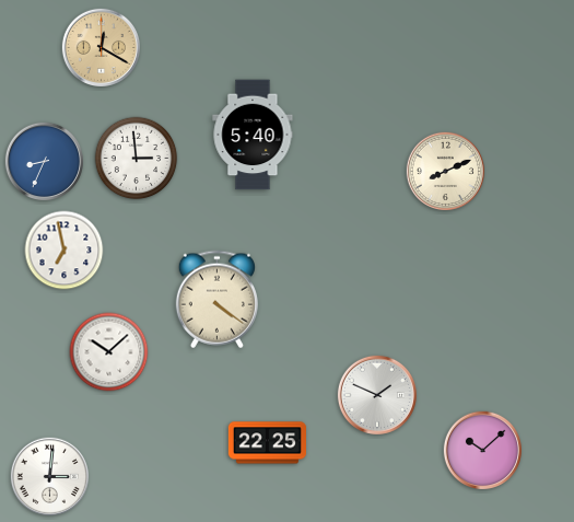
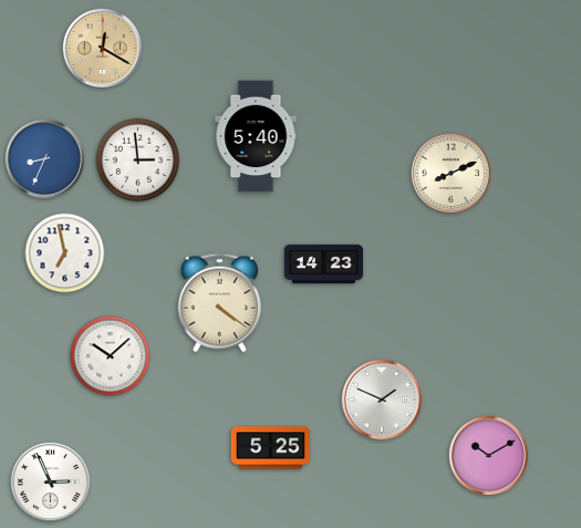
clock at (44, 161) position: (44, 161) -> (44, 158)
clock at (323, 265): none -> 14:23
clock at (267, 443): 22:25 -> 5:25
clock at (482, 450): 10:08 -> 10:10
clock at (49, 476): 3:01 -> 2:56
